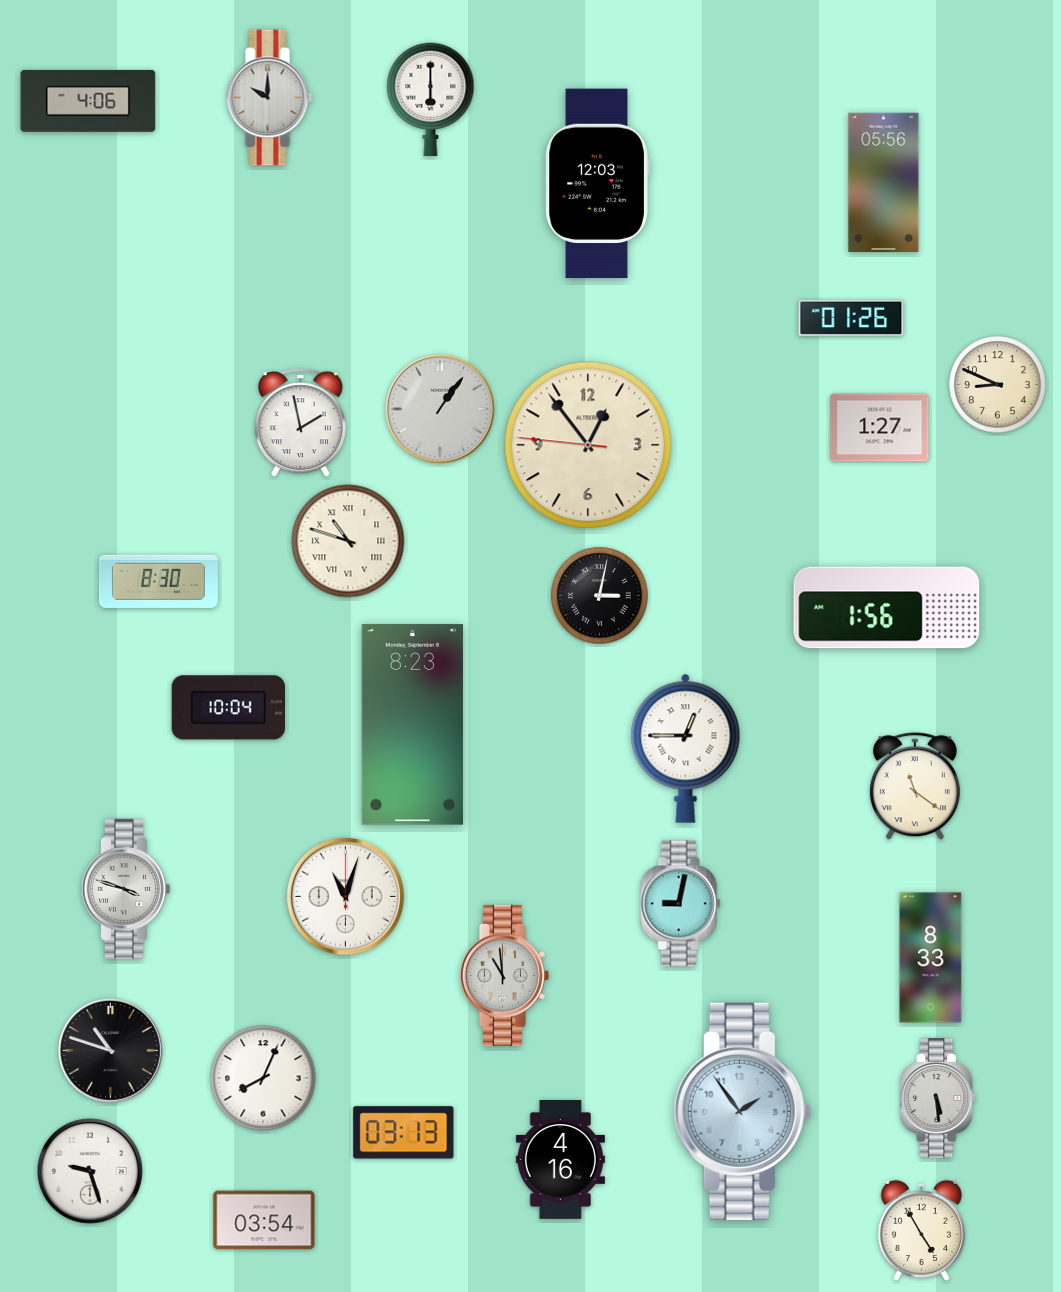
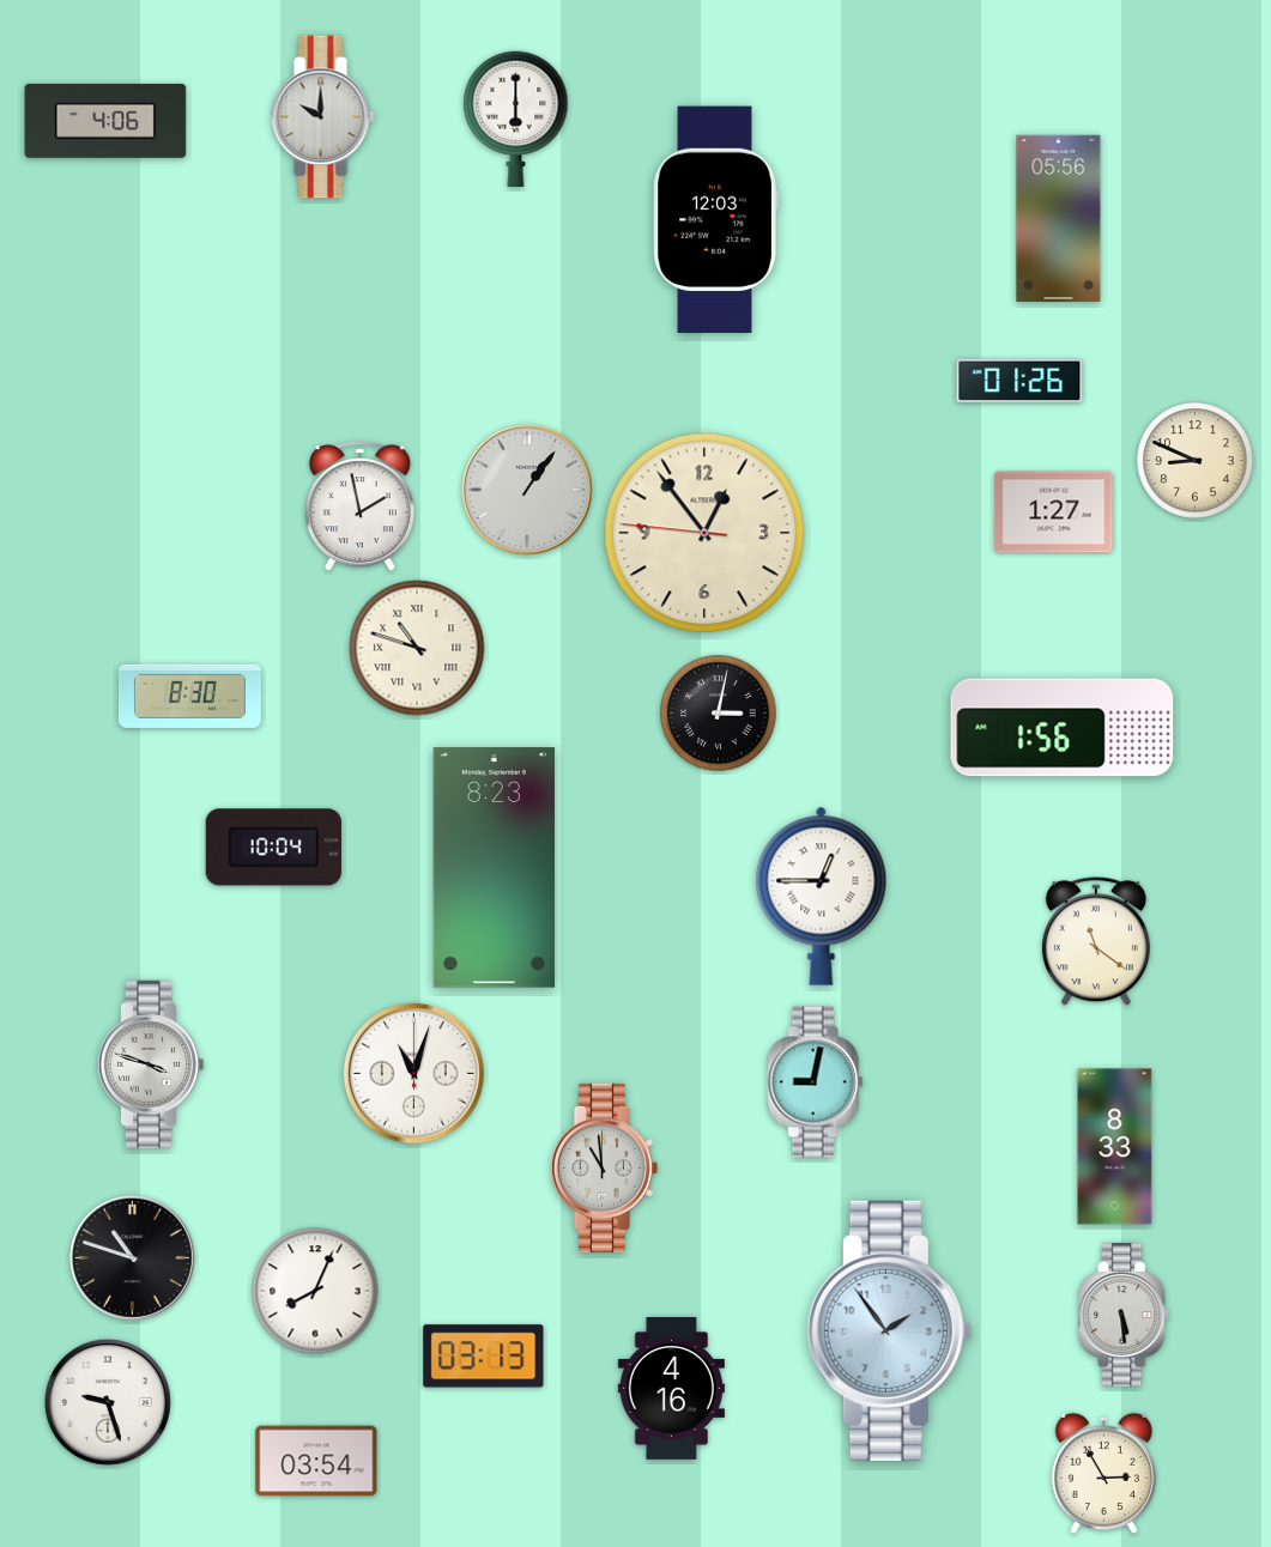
clock at (921, 1231): 4:55 -> 2:55
